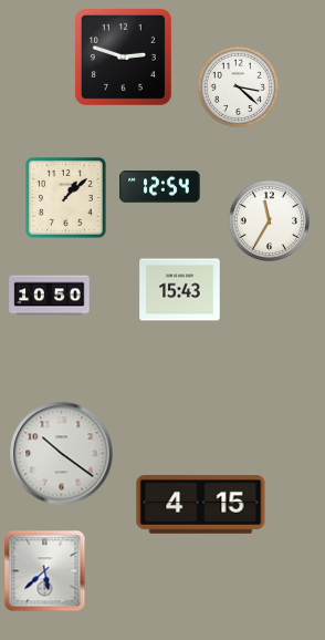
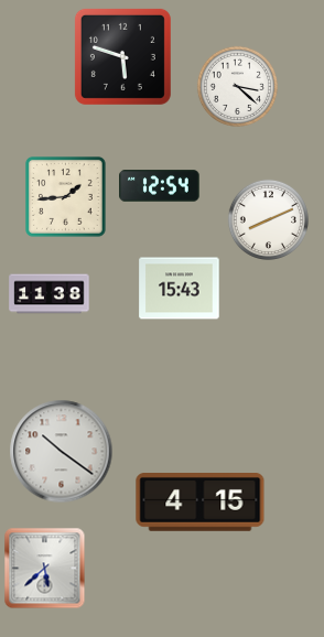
clock at (123, 56): 2:48 -> 5:48
clock at (65, 197): 1:08 -> 1:44
clock at (269, 220): 11:35 -> 8:11
clock at (50, 296): 10:50 -> 11:38
